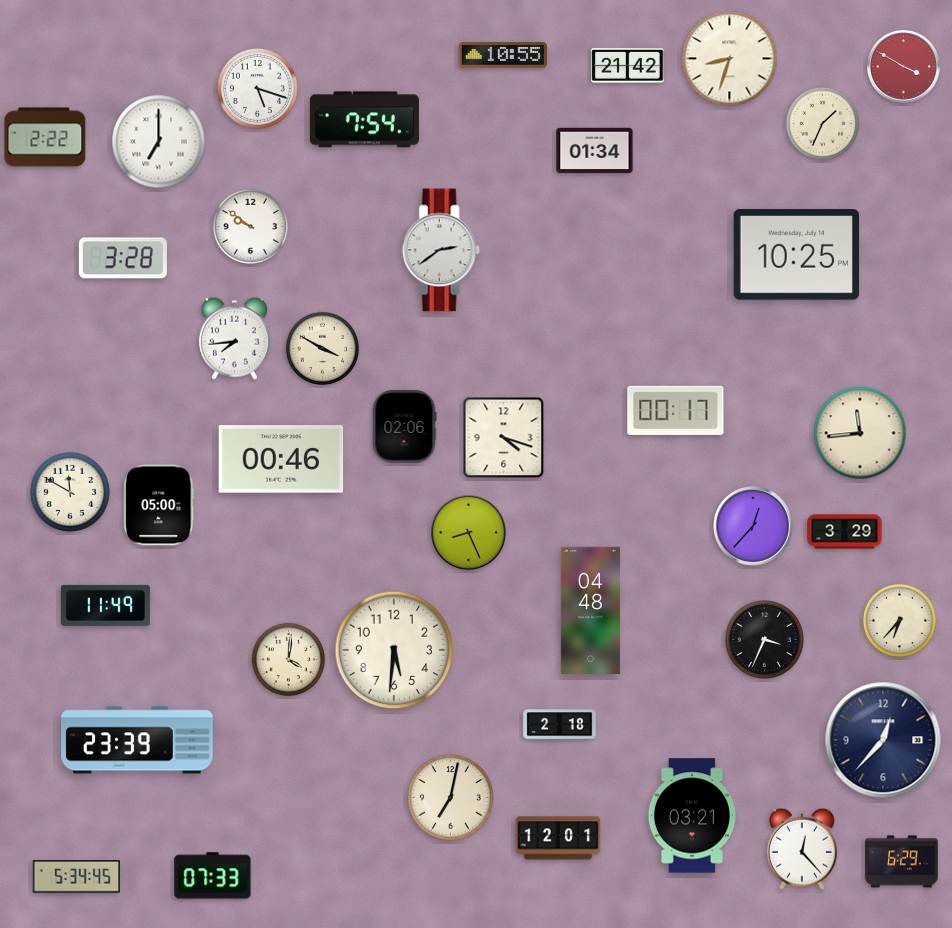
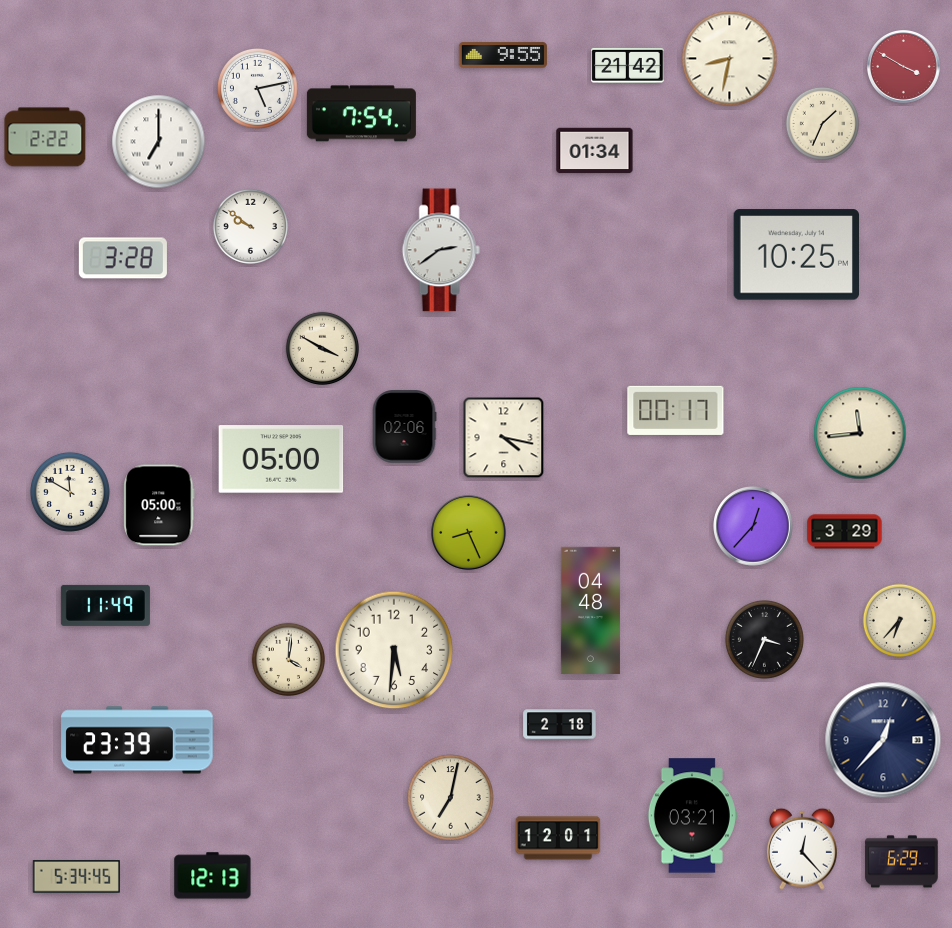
clock at (503, 55): 10:55 -> 9:55
clock at (730, 59): 8:33 -> 8:32
clock at (257, 88): 5:18 -> 5:13
clock at (364, 120) position: (364, 120) -> (361, 114)
clock at (234, 338): 7:44 -> none
clock at (504, 438): 4:18 -> 4:17
clock at (281, 459): 00:46 -> 05:00
clock at (213, 876): 07:33 -> 12:13
